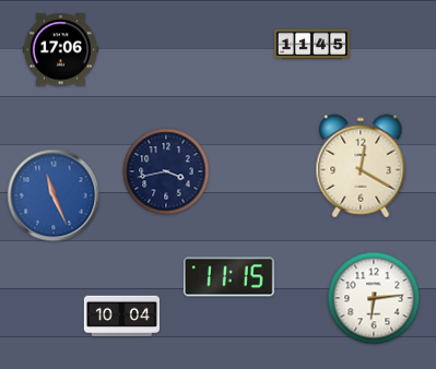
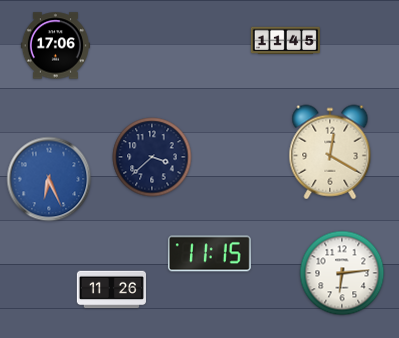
clock at (166, 171): 3:43 -> 3:38
clock at (54, 195): 11:26 -> 6:26
clock at (121, 317): 10:04 -> 11:26
